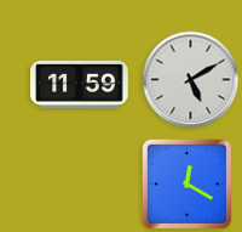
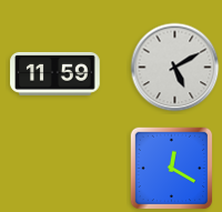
clock at (191, 80) position: (191, 80) -> (175, 68)
clock at (80, 84) position: (80, 84) -> (56, 73)
